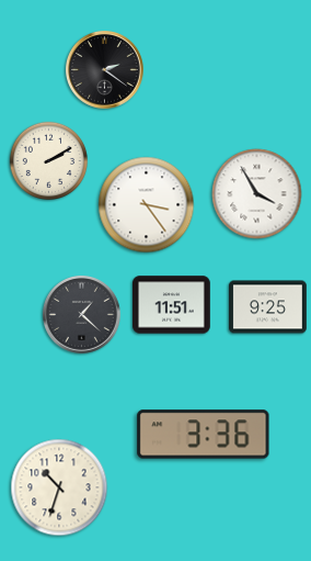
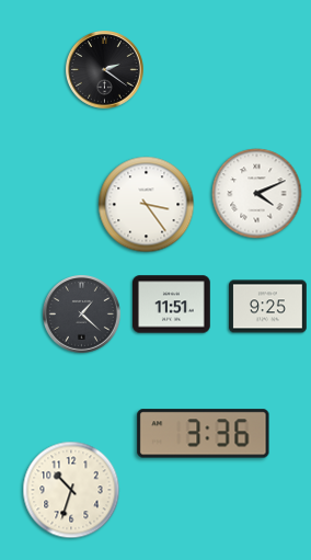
clock at (49, 161): 2:10 -> none
clock at (257, 194): 3:55 -> 4:11
clock at (59, 487) position: (59, 487) -> (71, 490)
